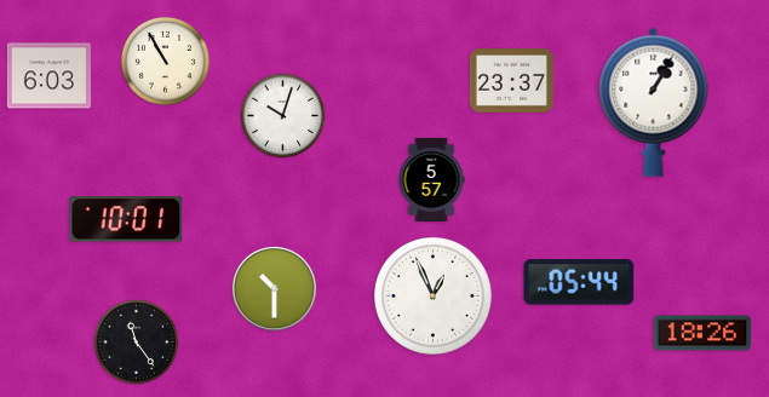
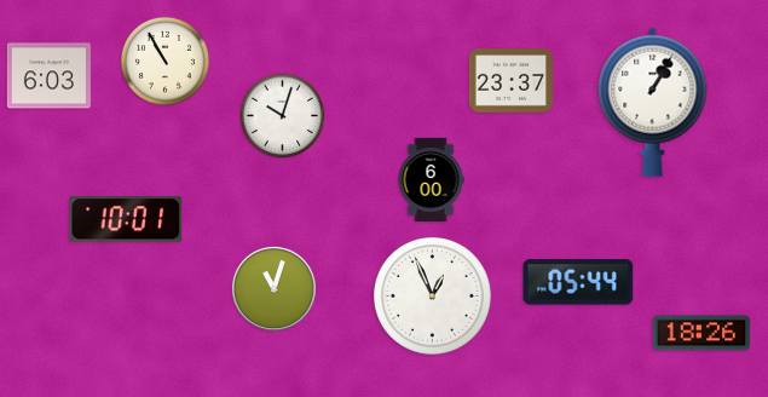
clock at (431, 179): 5:57 -> 6:00
clock at (274, 288): 10:30 -> 11:03
clock at (137, 343): 11:24 -> none
